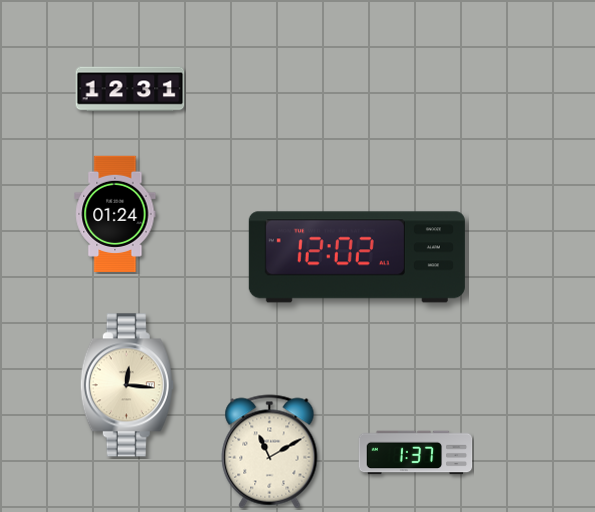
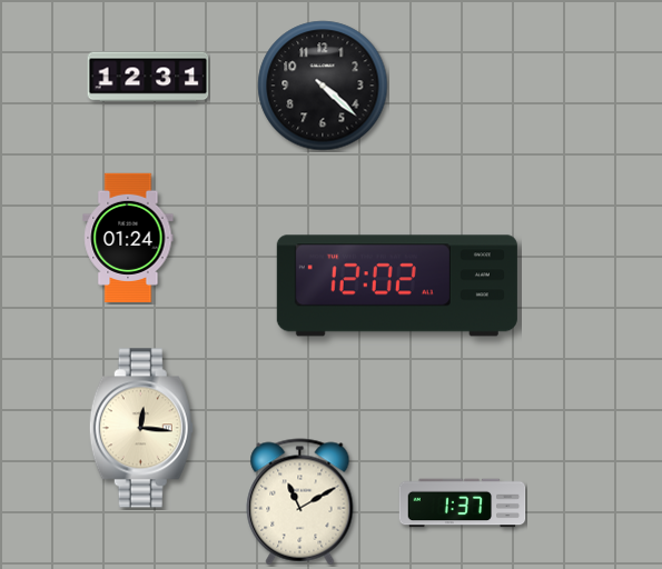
clock at (323, 86): none -> 4:22
clock at (130, 89) position: (130, 89) -> (148, 77)
